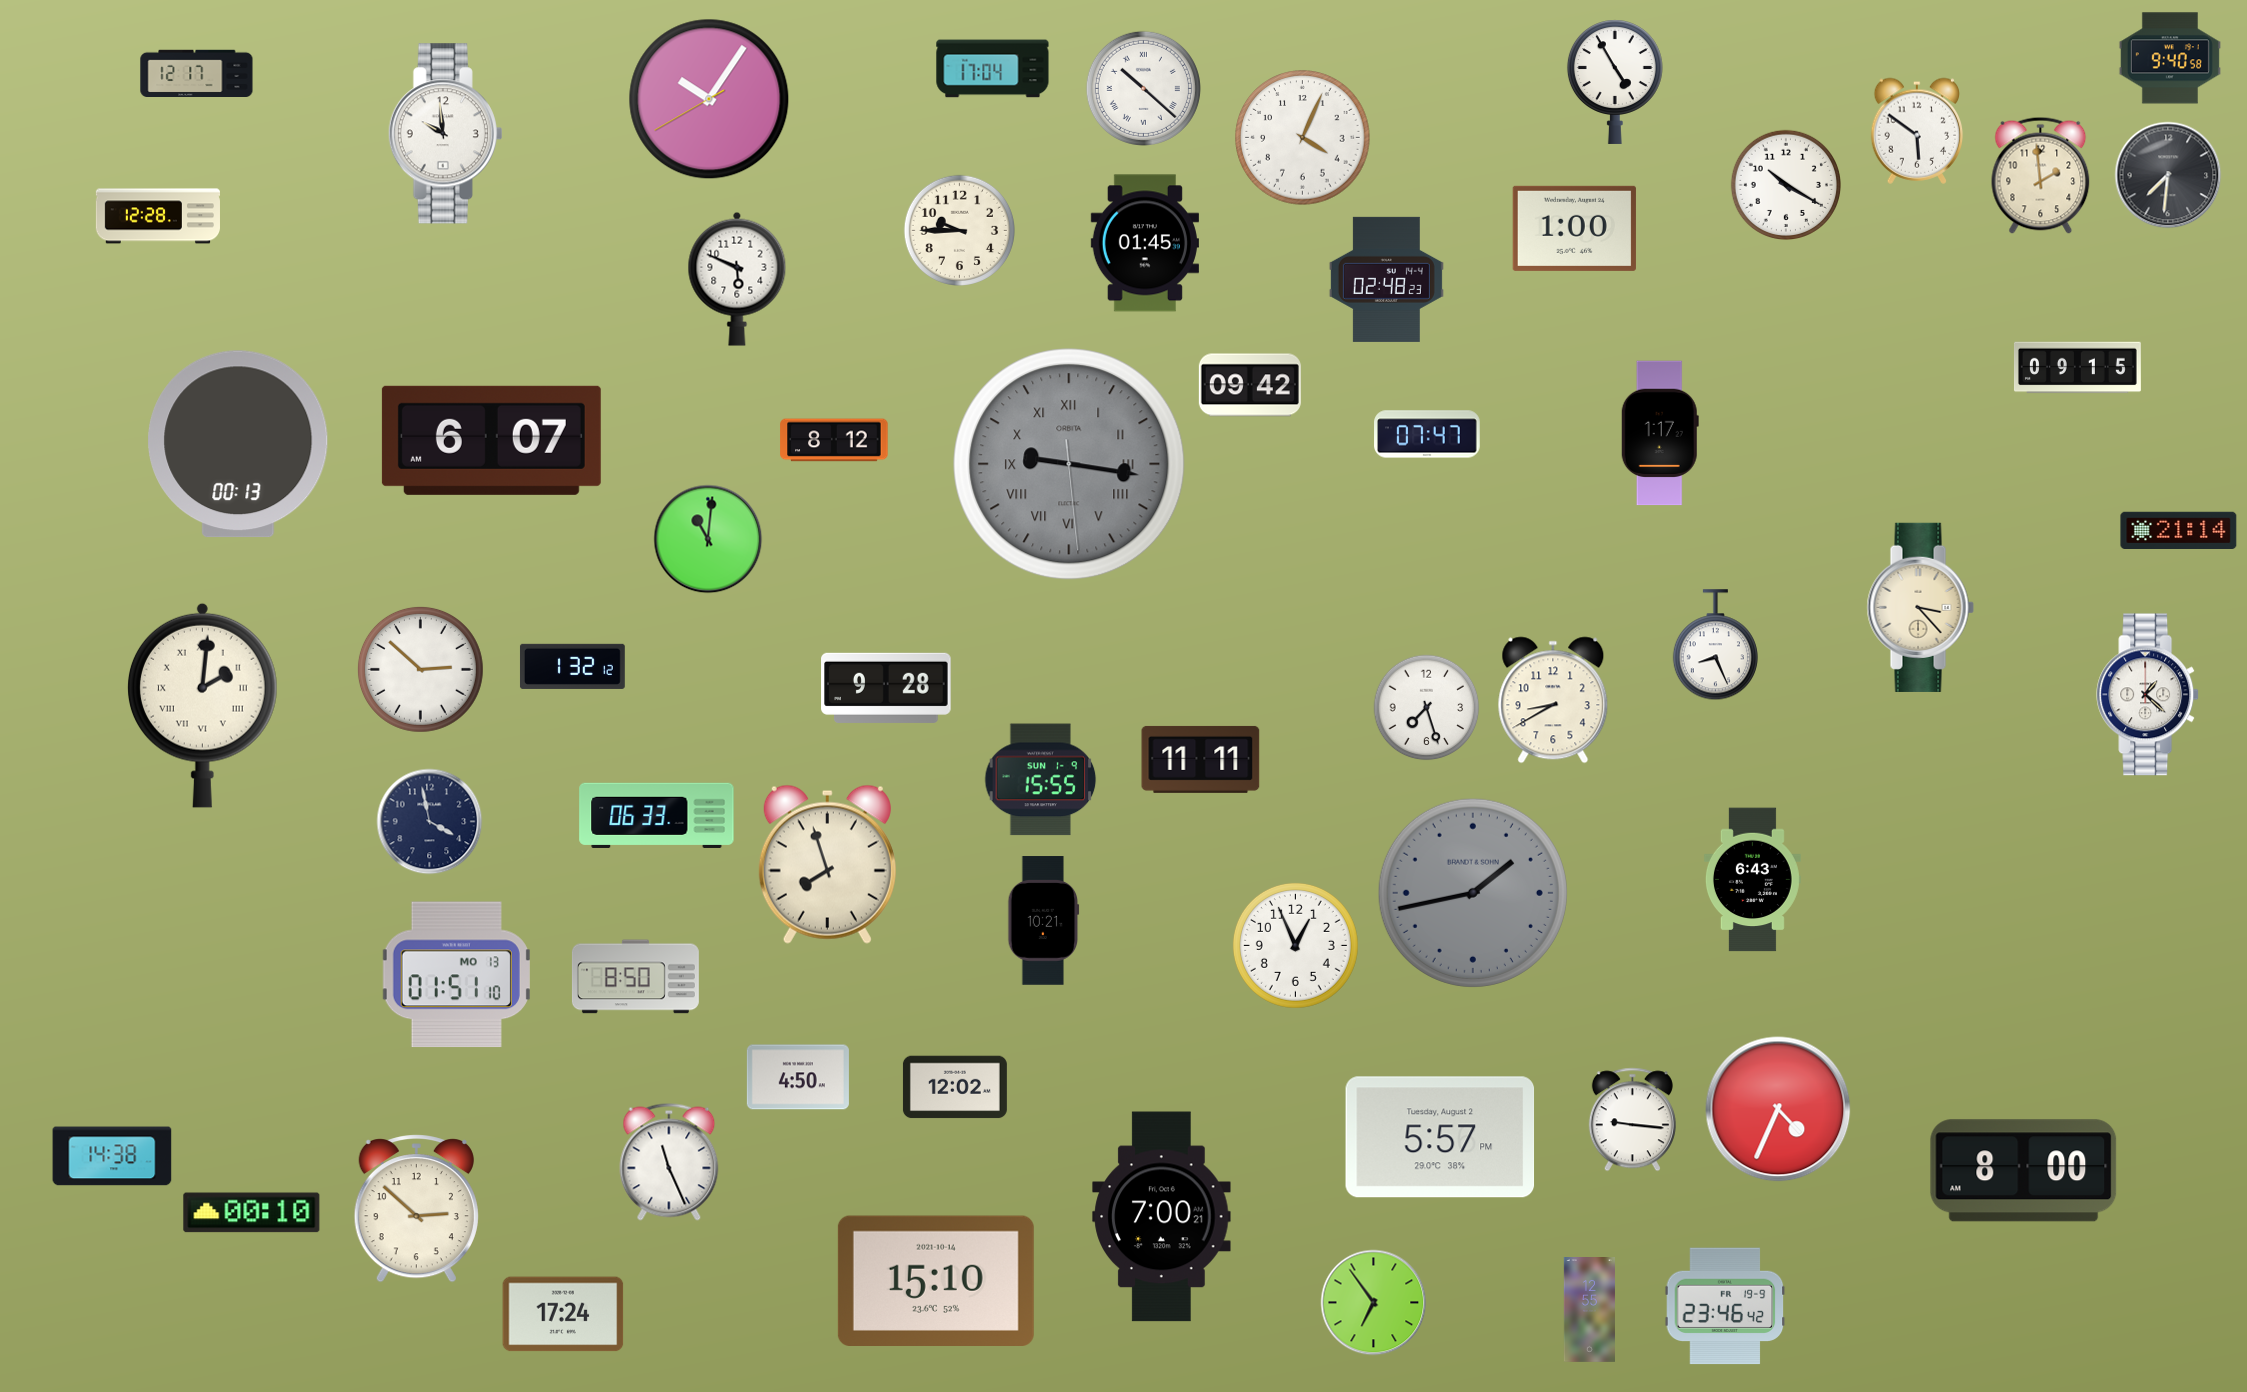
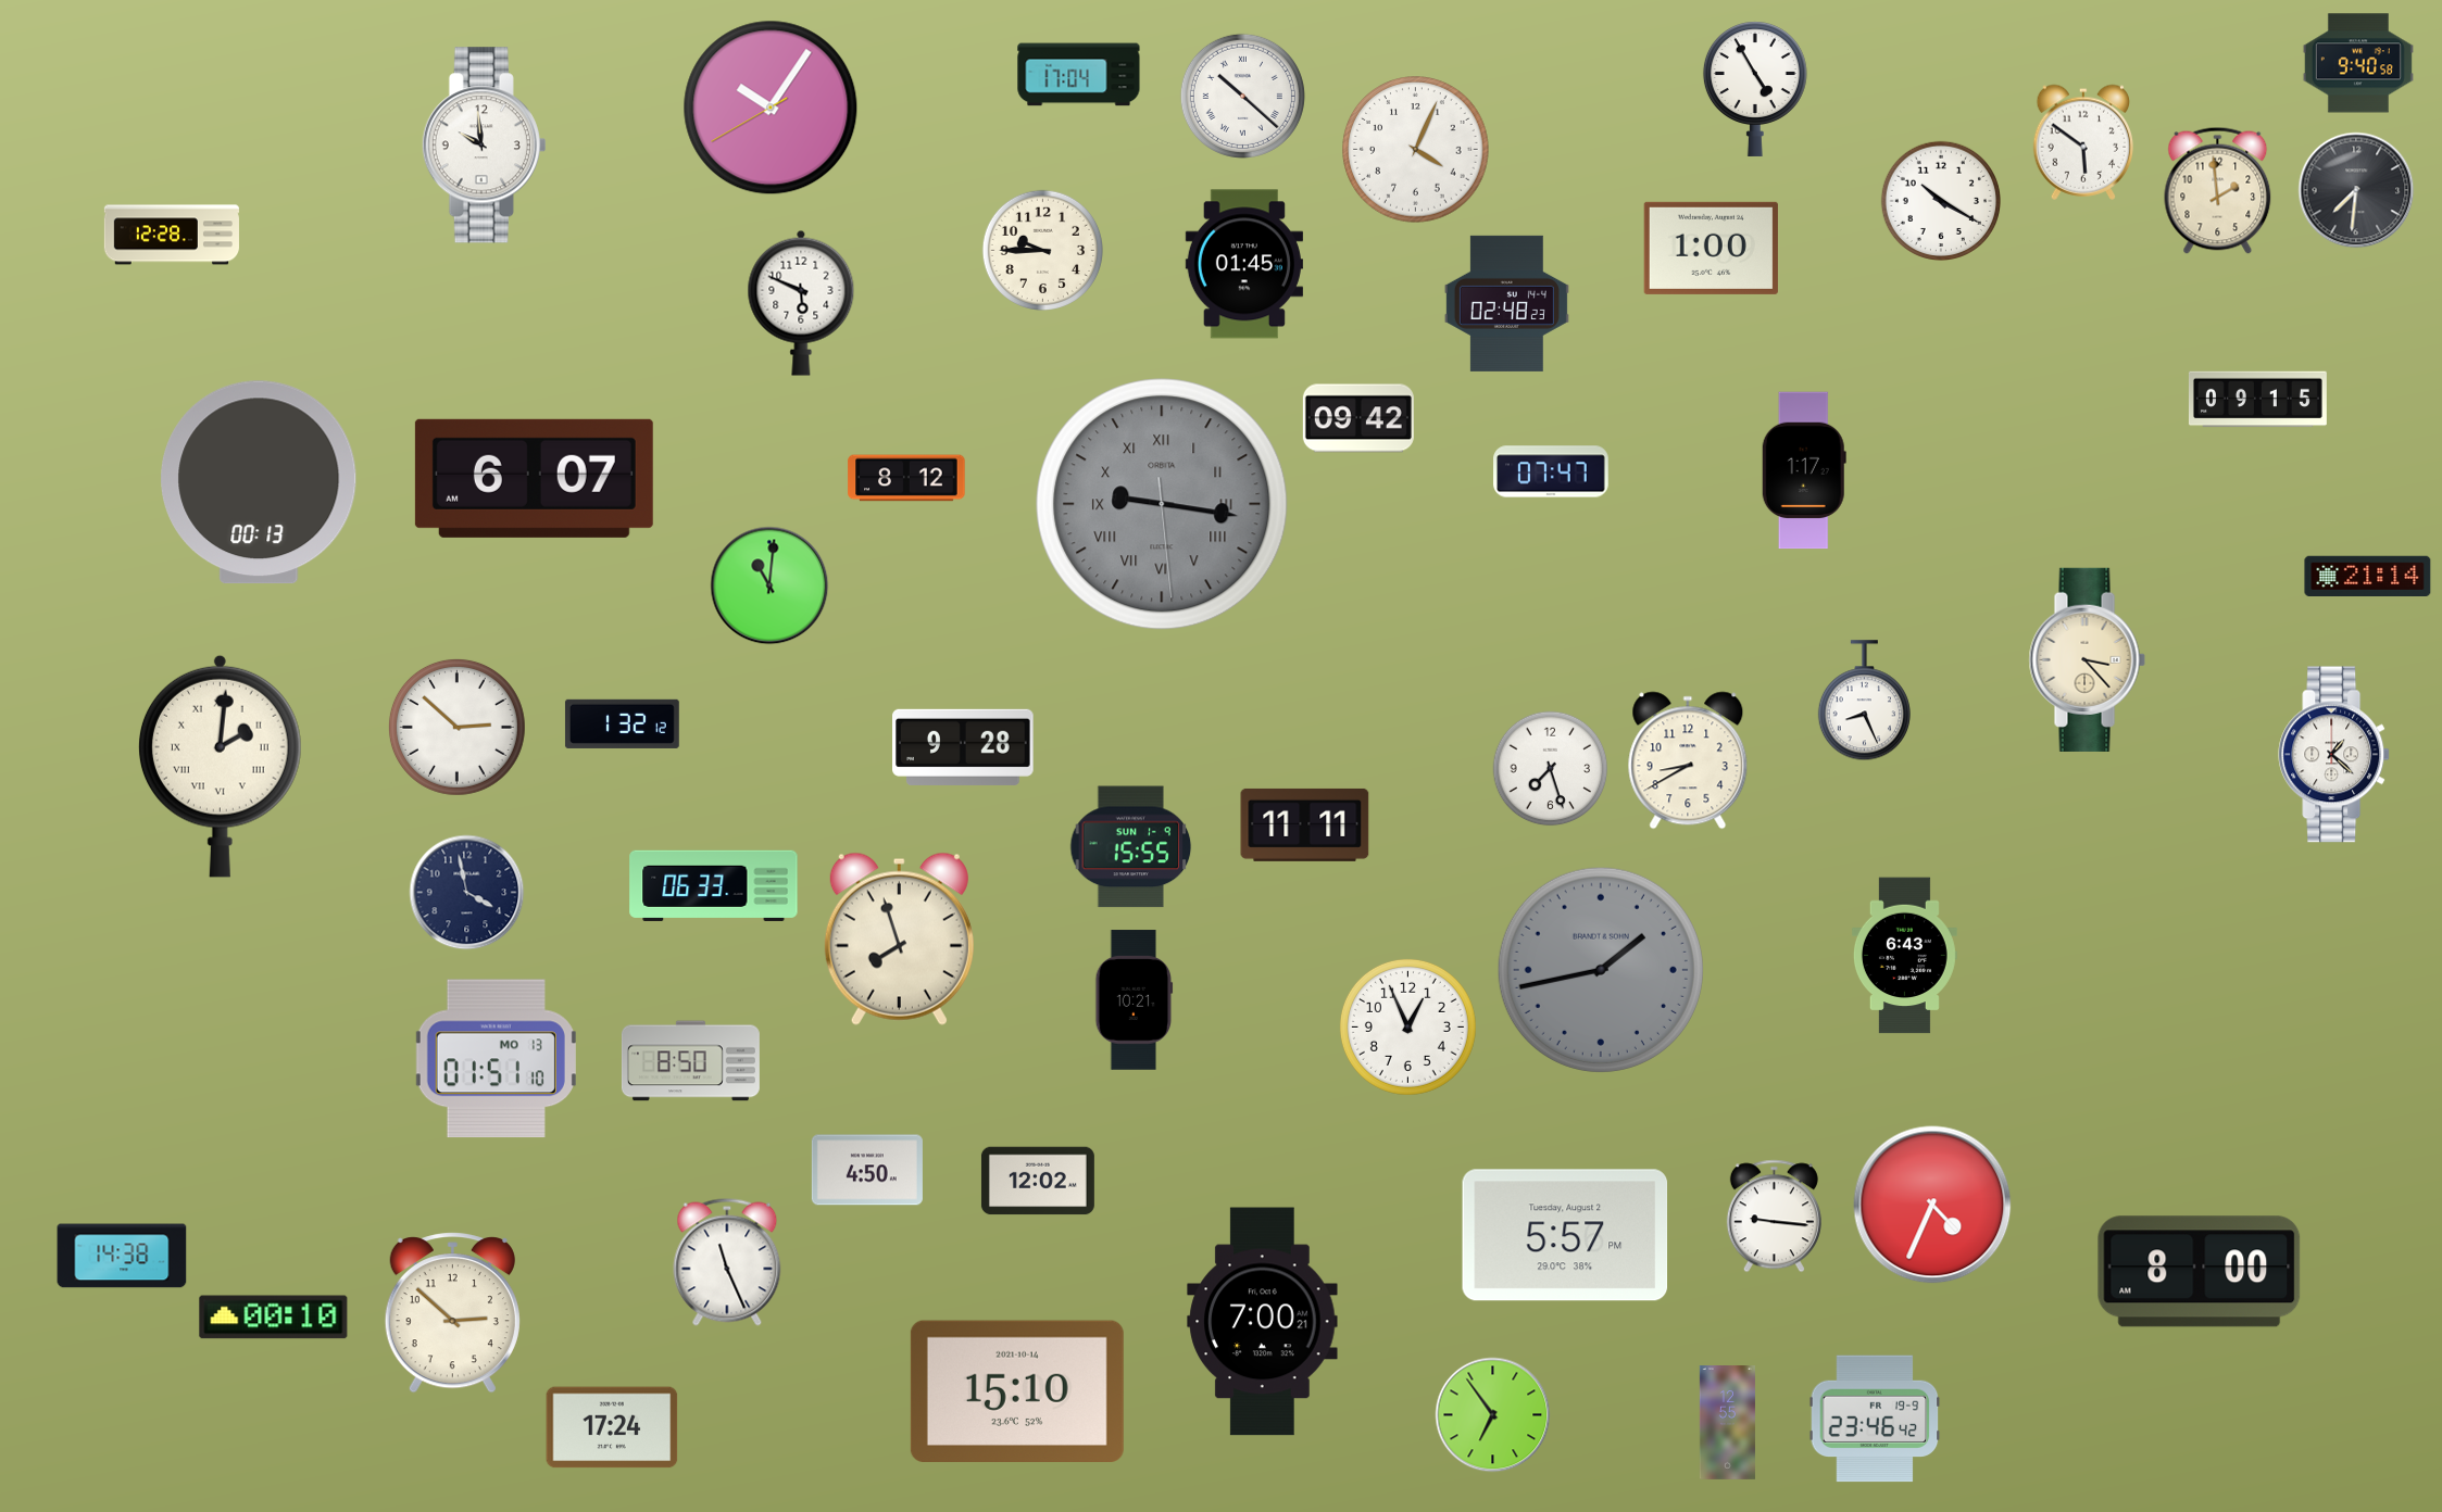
clock at (197, 73): 12:17 -> none
